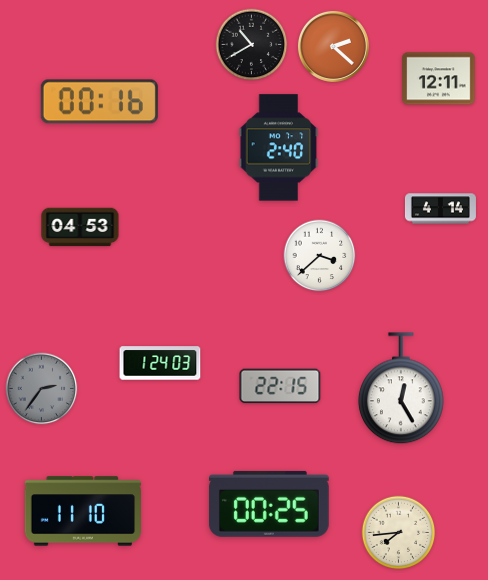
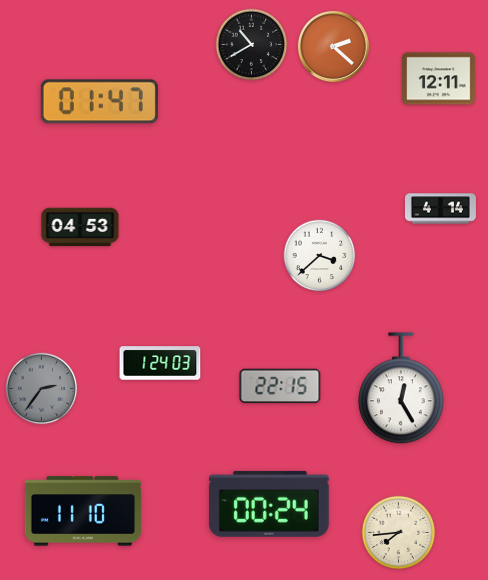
clock at (99, 102): 00:16 -> 01:47
clock at (279, 148): 2:40 -> none
clock at (269, 504): 00:25 -> 00:24
